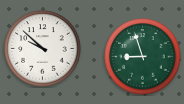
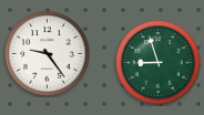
clock at (43, 49): 9:52 -> 9:24
